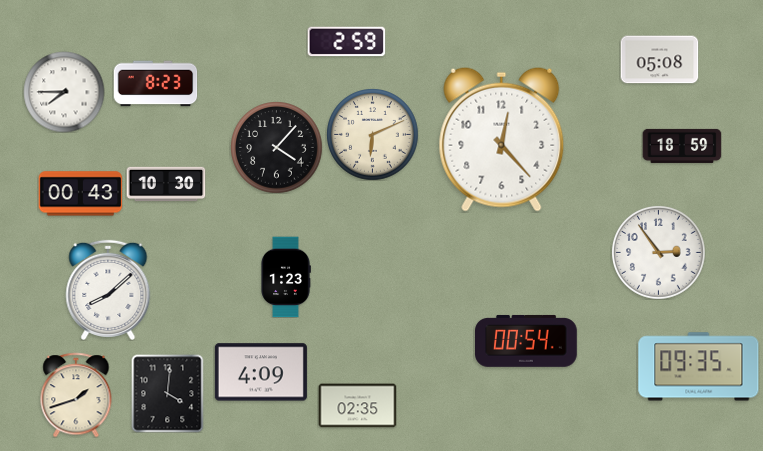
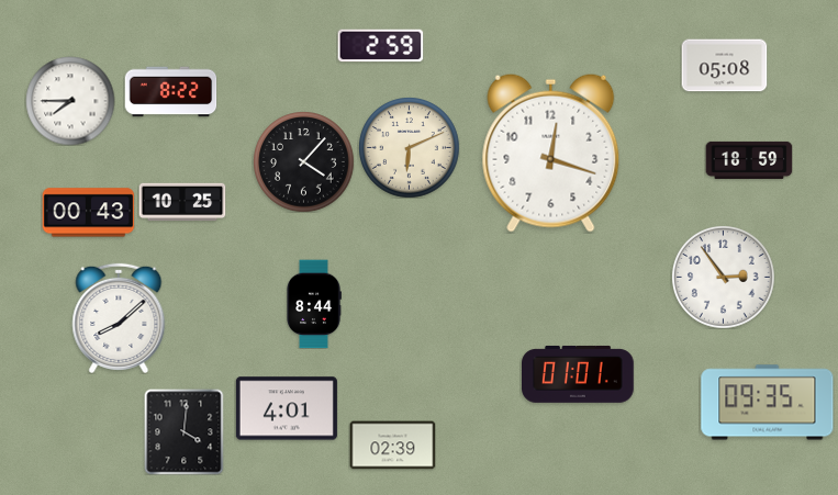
clock at (155, 84): 8:23 -> 8:22
clock at (502, 139): 12:23 -> 12:18
clock at (166, 184): 10:30 -> 10:25
clock at (286, 277): 1:23 -> 8:44
clock at (526, 341): 00:54 -> 01:01
clock at (261, 372): 4:09 -> 4:01
clock at (76, 395): 1:42 -> none
clock at (357, 406): 02:35 -> 02:39
